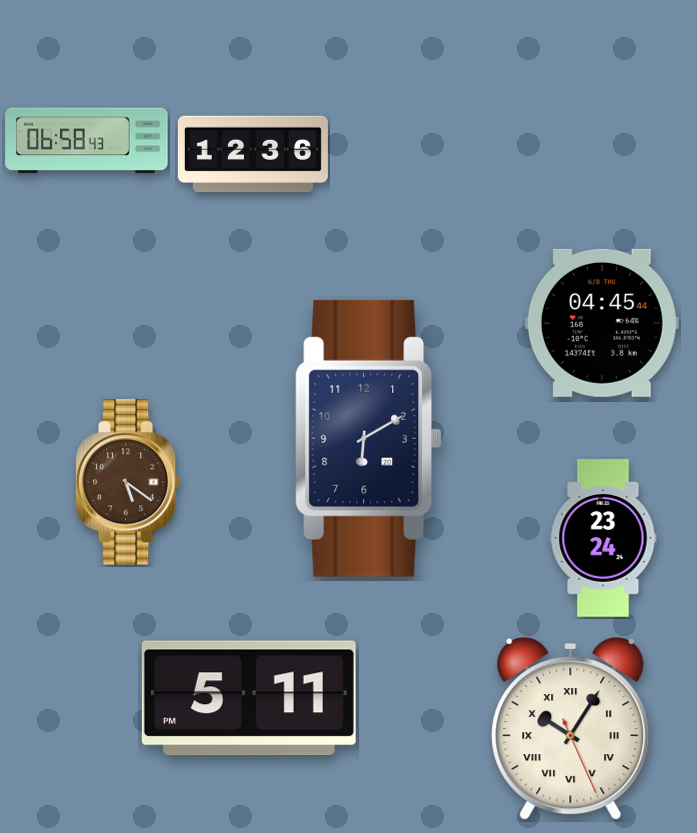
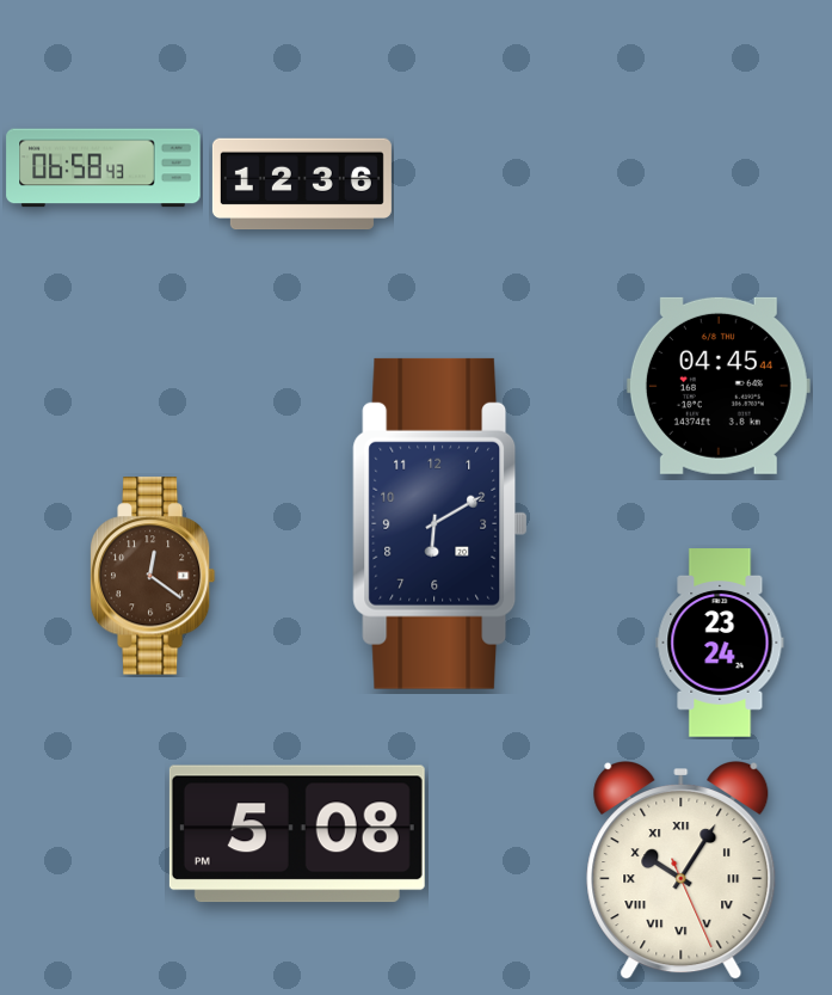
clock at (128, 482): 5:21 -> 12:21
clock at (249, 698): 5:11 -> 5:08
